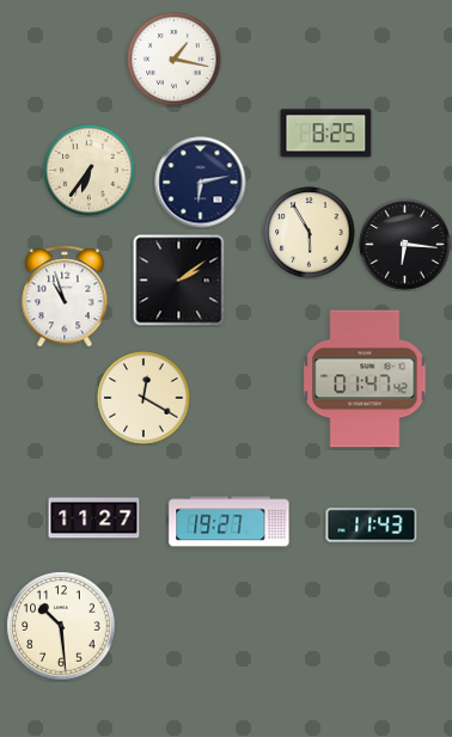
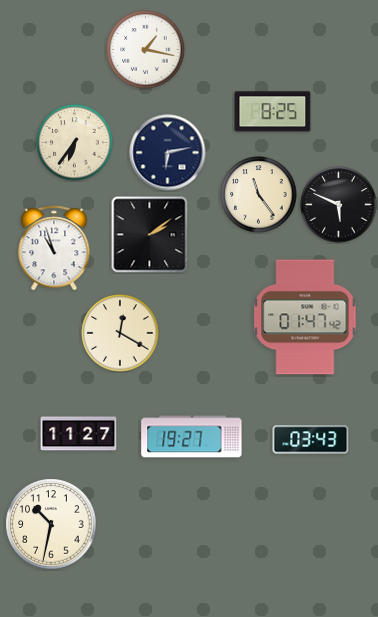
clock at (310, 233): 5:55 -> 11:24
clock at (405, 245): 6:16 -> 5:49
clock at (372, 526): 11:43 -> 03:43
clock at (61, 626): 10:29 -> 10:32
